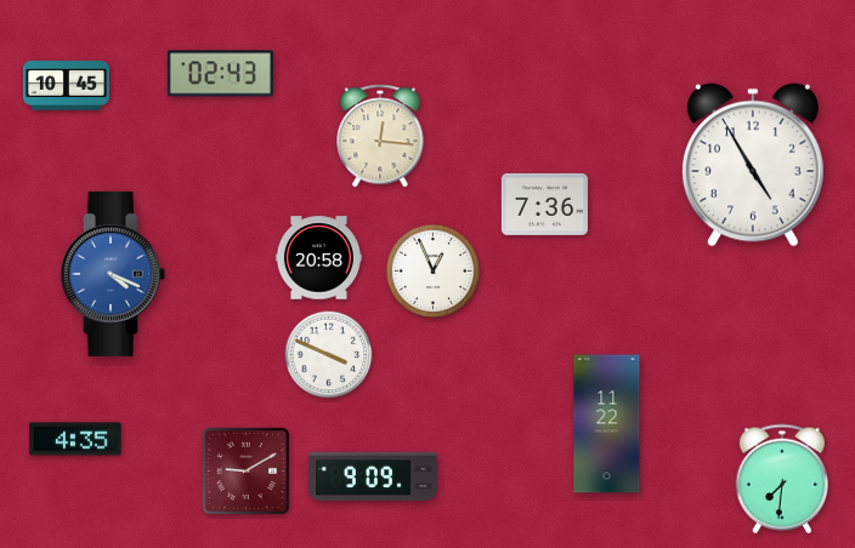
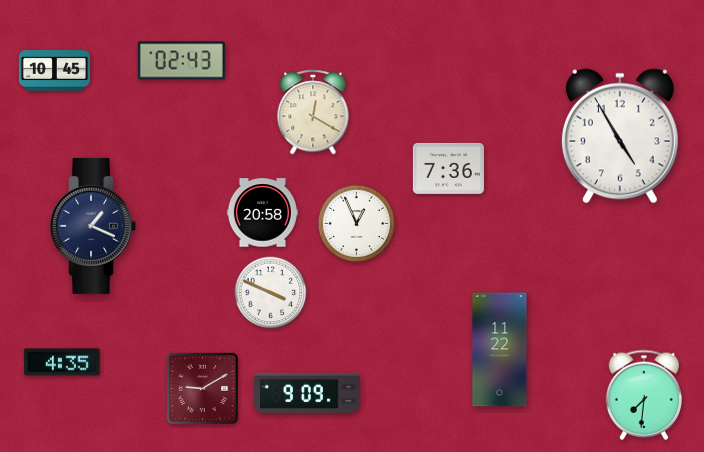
clock at (380, 136): 12:16 -> 12:20
clock at (113, 274): 4:19 -> 1:19
clock at (113, 274) dial: blue -> navy
